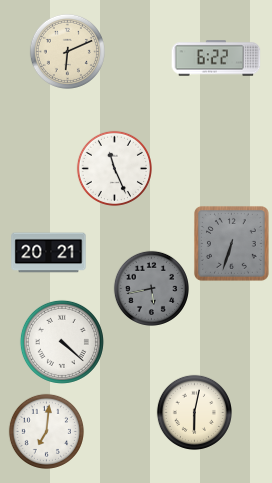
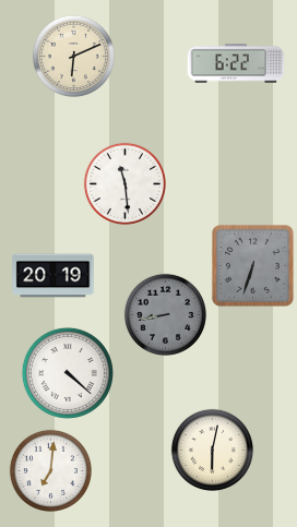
clock at (114, 168): 11:26 -> 11:29
clock at (49, 253): 20:21 -> 20:19
clock at (151, 288): 5:43 -> 8:43
